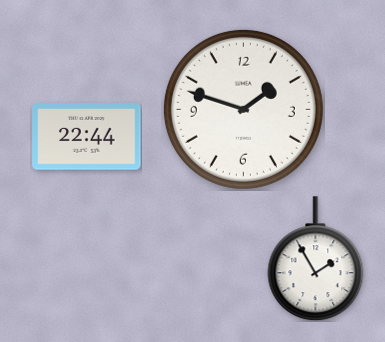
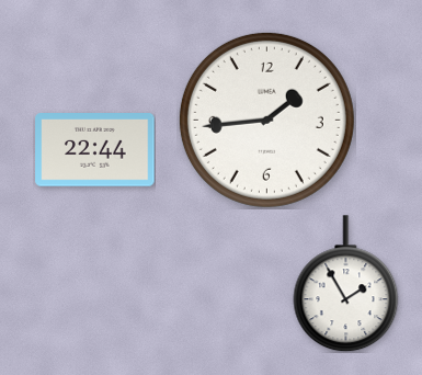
clock at (243, 109): 1:48 -> 1:44
